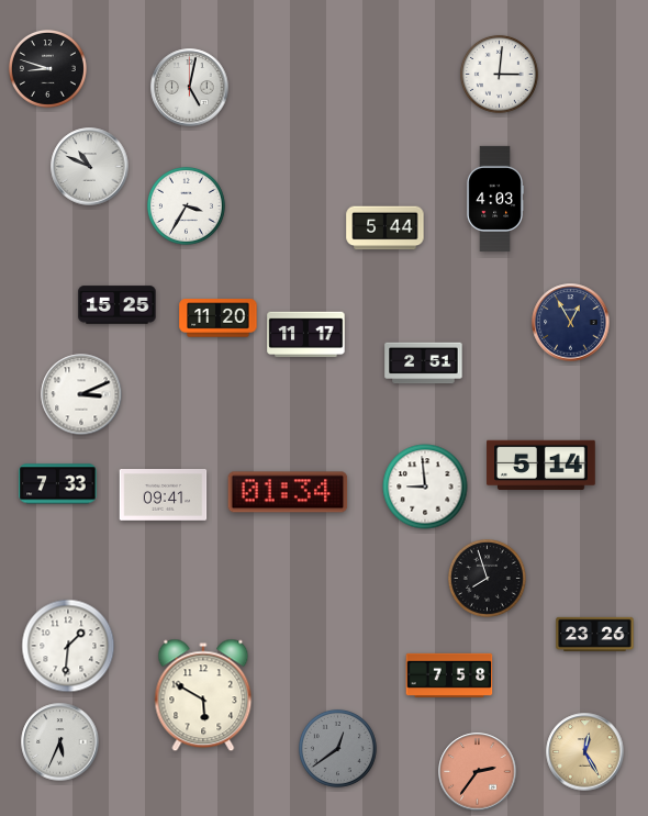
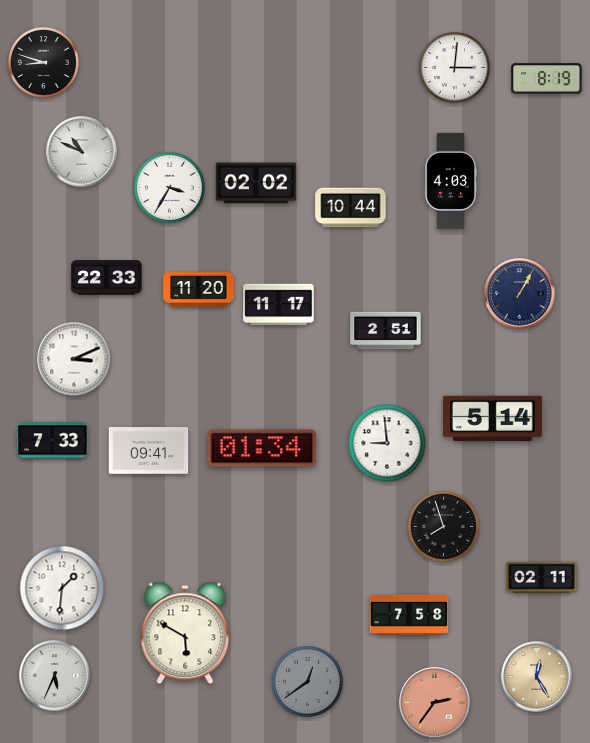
clock at (547, 79): none -> 8:19
clock at (190, 88): 5:02 -> none
clock at (256, 183): none -> 02:02
clock at (386, 228): 5:44 -> 10:44
clock at (118, 305): 15:25 -> 22:33
clock at (571, 323): 12:55 -> 1:05
clock at (541, 466) position: (541, 466) -> (493, 419)
clock at (595, 634): 23:26 -> 02:11
clock at (585, 752) position: (585, 752) -> (537, 677)
